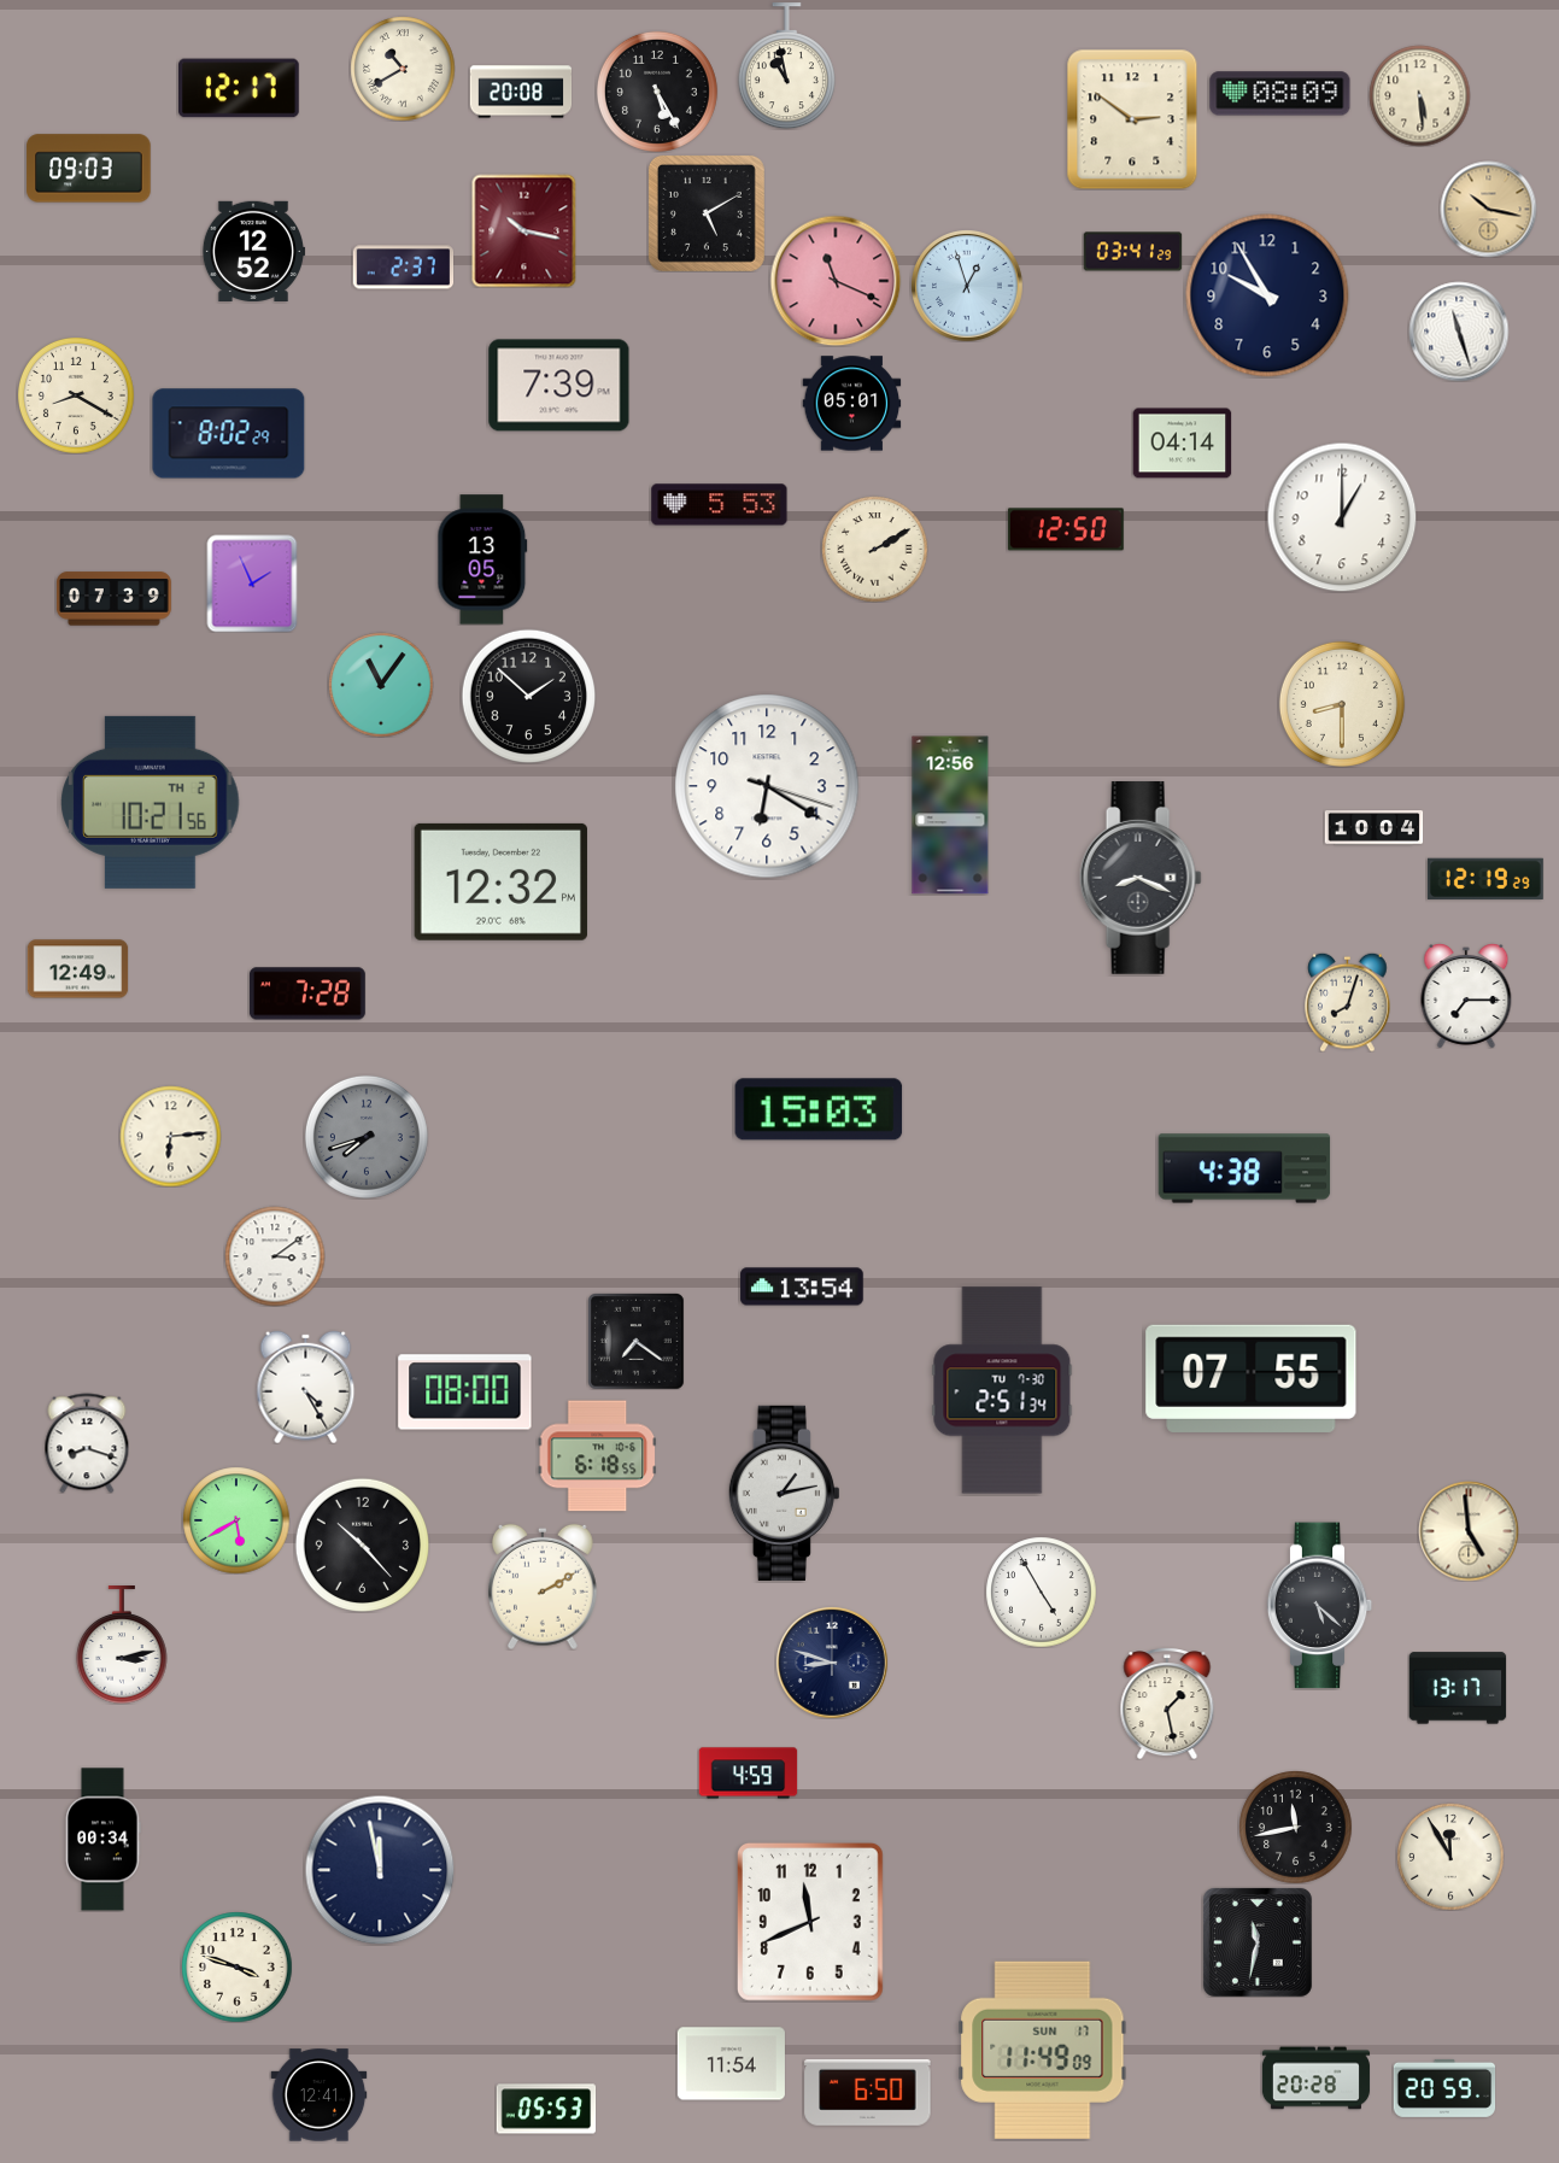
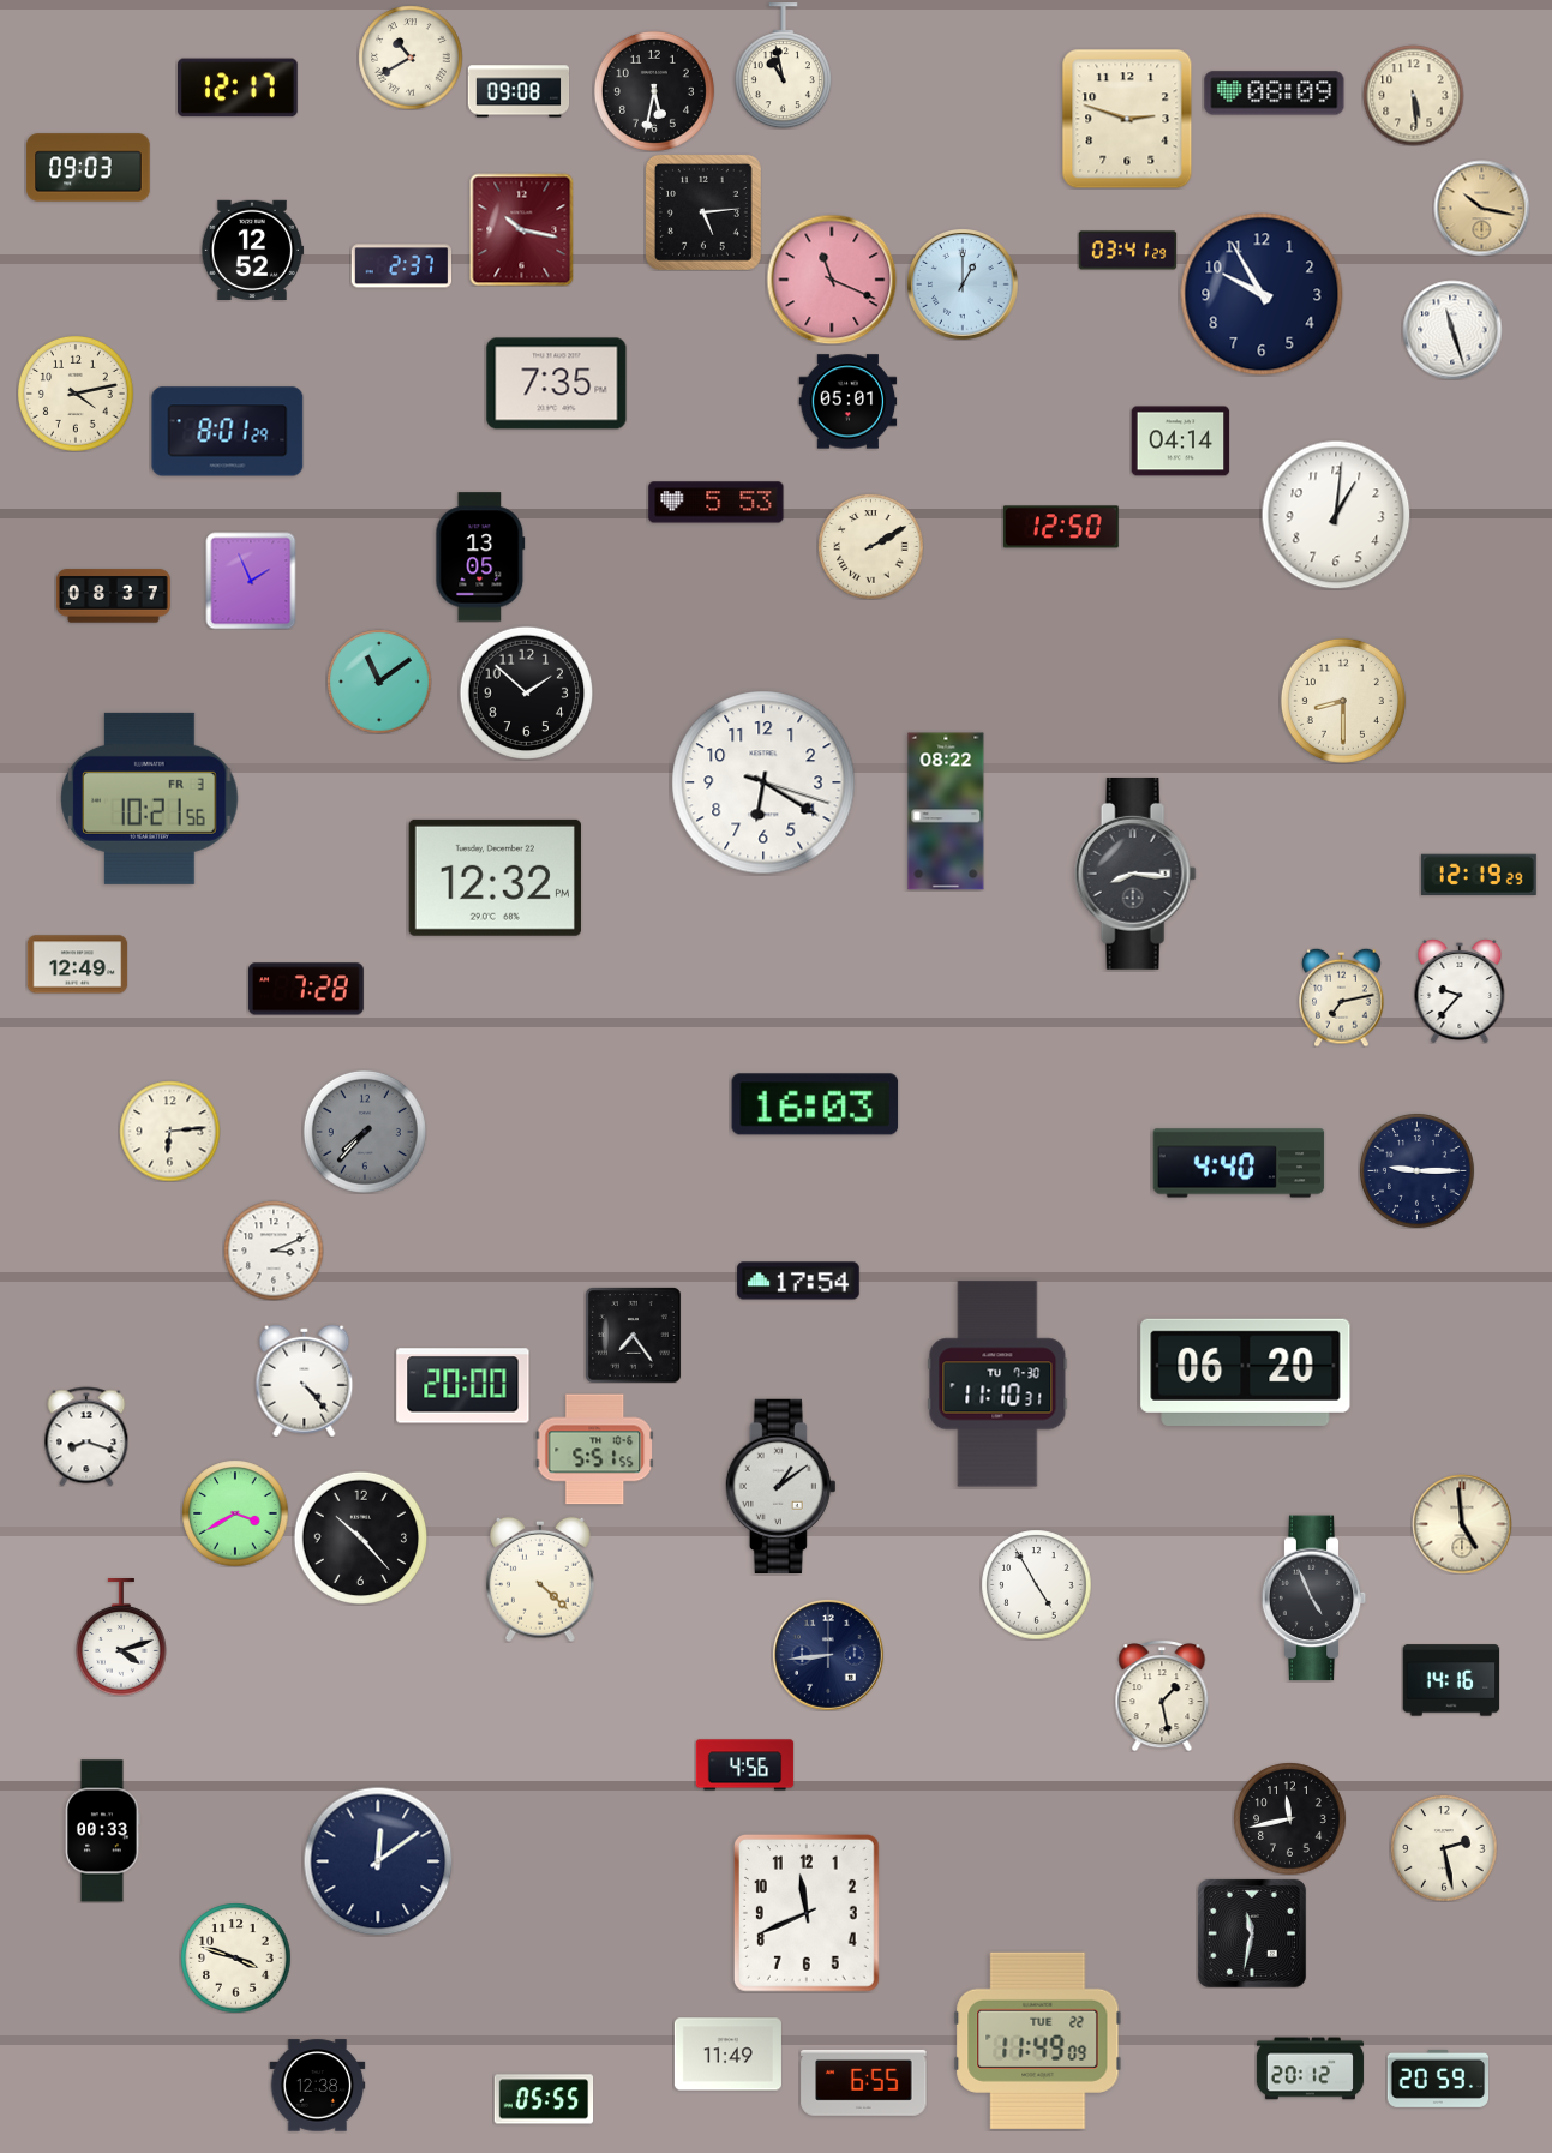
clock at (403, 69) position: (403, 69) -> (411, 58)
clock at (521, 92): 20:08 -> 09:08
clock at (657, 92): 5:25 -> 5:32
clock at (1132, 119): 2:51 -> 2:48
clock at (707, 213): 5:10 -> 5:14
clock at (967, 286): 12:57 -> 1:00
clock at (559, 386): 7:39 -> 7:35
clock at (76, 395): 8:20 -> 4:13
clock at (229, 434): 8:02 -> 8:01
clock at (1182, 444) position: (1182, 444) -> (1180, 442)
clock at (1342, 517): 1:00 -> 1:01
clock at (113, 599): 07:39 -> 08:37
clock at (381, 685): 11:06 -> 11:09
clock at (1342, 704) position: (1342, 704) -> (1343, 701)
clock at (151, 802) date: TH 2 -> FR 3
clock at (950, 815): 12:56 -> 08:22
clock at (1373, 828): 10:04 -> none
clock at (1141, 878): 8:19 -> 8:16
clock at (500, 881) position: (500, 881) -> (495, 877)
clock at (1466, 996): 7:15 -> 9:37
clock at (1348, 1002): 8:03 -> 7:13
clock at (819, 1109): 15:03 -> 16:03
clock at (367, 1137): 7:42 -> 7:37
clock at (1244, 1168): 4:38 -> 4:40
clock at (1418, 1171): none -> 9:15
clock at (275, 1256): 3:09 -> 3:11
clock at (802, 1286): 13:54 -> 17:54
clock at (637, 1342): 7:21 -> 7:24
clock at (1252, 1378): 07:55 -> 06:20
clock at (306, 1387): 4:25 -> 4:23
clock at (1002, 1390): 2:51 -> 11:10
clock at (465, 1393): 08:00 -> 20:00
clock at (597, 1456): 6:18 -> 5:51
clock at (784, 1493): 1:13 -> 1:09
clock at (236, 1520): 5:40 -> 3:40
clock at (543, 1587): 2:10 -> 4:22
clock at (1320, 1606): 5:22 -> 4:56
clock at (122, 1646): 3:13 -> 4:12
clock at (832, 1663): 8:48 -> 8:44
clock at (1458, 1688): 13:17 -> 14:16
clock at (748, 1774): 4:59 -> 4:56
clock at (104, 1840): 00:34 -> 00:33
clock at (1450, 1857): 11:55 -> 2:28
clock at (380, 1870): 11:58 -> 12:09
clock at (1043, 2050) date: SUN 17 -> TUE 22
clock at (731, 2064): 11:54 -> 11:49
clock at (1315, 2079): 20:28 -> 20:12
clock at (868, 2092): 6:50 -> 6:55
clock at (318, 2095): 12:41 -> 12:38
clock at (546, 2109): 05:53 -> 05:55
